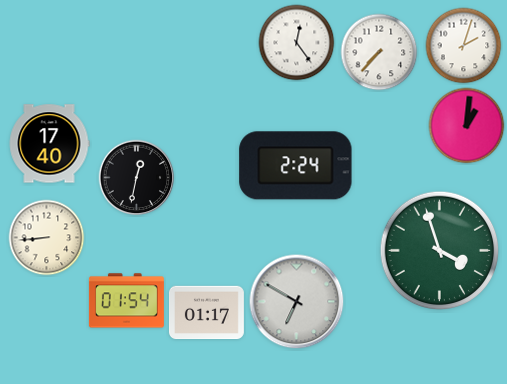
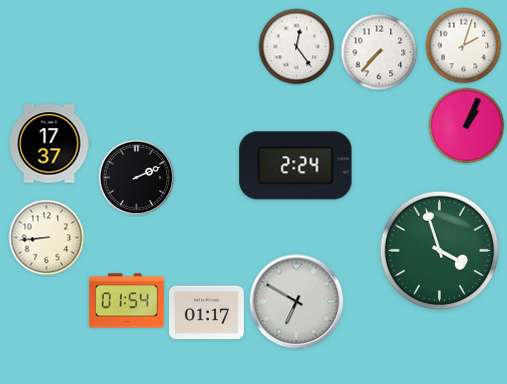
clock at (297, 43) position: (297, 43) -> (297, 47)
clock at (467, 126): 1:01 -> 1:04
clock at (49, 144): 17:40 -> 17:37
clock at (137, 178): 12:32 -> 2:11
